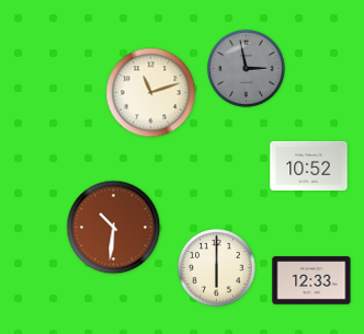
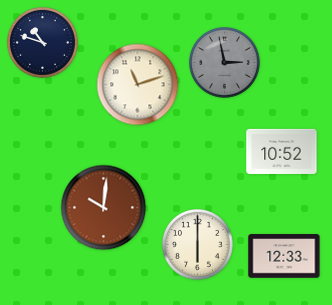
clock at (43, 43): none -> 10:48
clock at (114, 228): 10:31 -> 10:01
